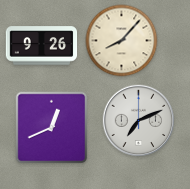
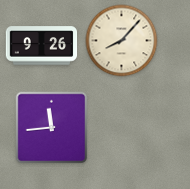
clock at (139, 121): 7:11 -> none
clock at (52, 128): 12:41 -> 11:44
